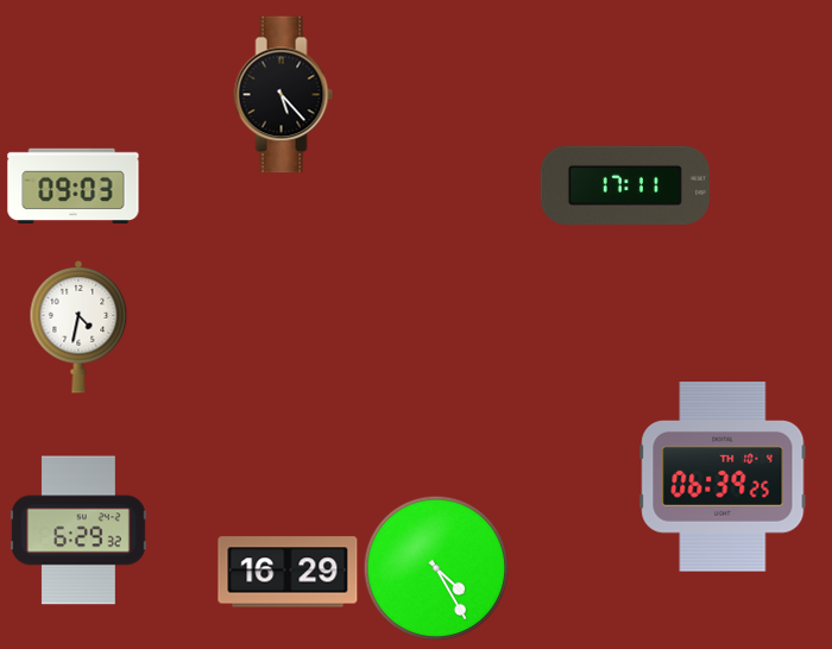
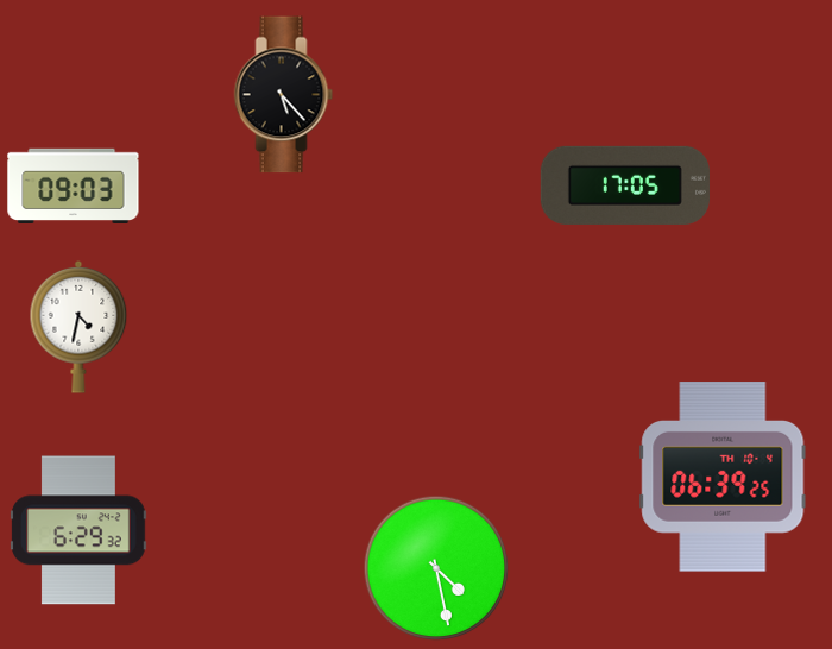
clock at (625, 185): 17:11 -> 17:05
clock at (436, 568): 4:25 -> 4:28
clock at (288, 572): 16:29 -> none
